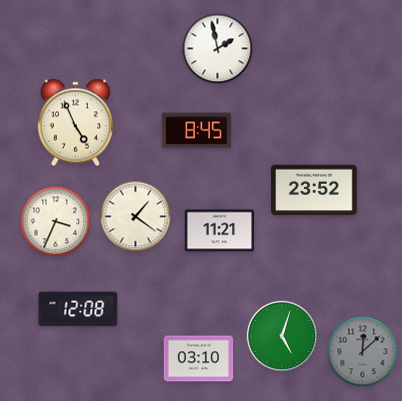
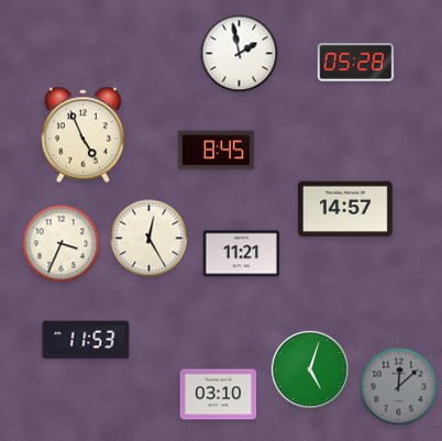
clock at (356, 63): none -> 05:28
clock at (197, 131) position: (197, 131) -> (217, 151)
clock at (314, 190): 23:52 -> 14:57
clock at (136, 217): 1:21 -> 12:25
clock at (78, 309): 12:08 -> 11:53
